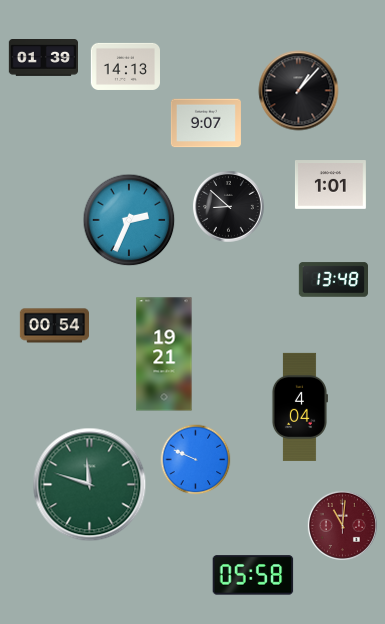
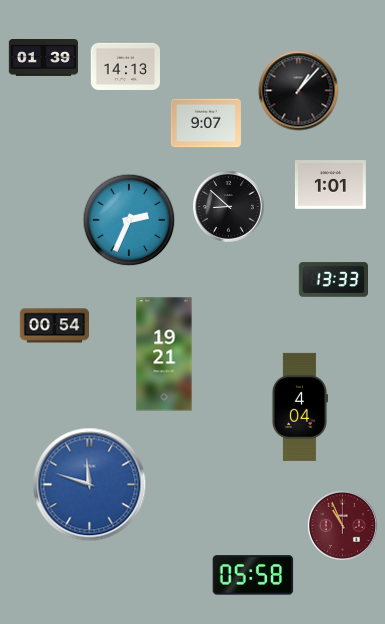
clock at (333, 280): 13:48 -> 13:33
clock at (196, 460): 9:49 -> none
clock at (90, 485) dial: green -> blue
clock at (342, 525): 11:01 -> 10:56
